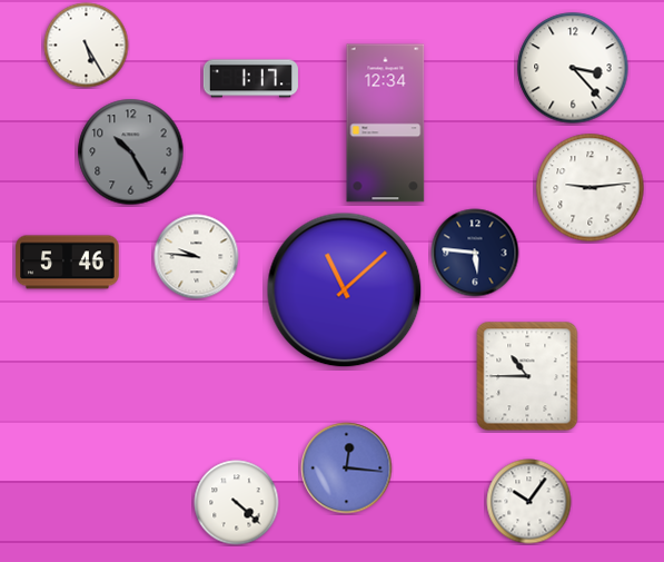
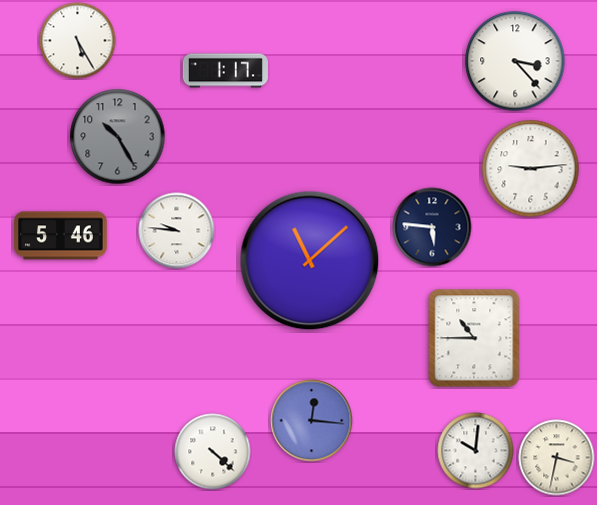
clock at (386, 124): 12:34 -> none
clock at (475, 253) position: (475, 253) -> (432, 227)
clock at (529, 502): 10:06 -> 10:01
clock at (557, 458): none -> 3:32
